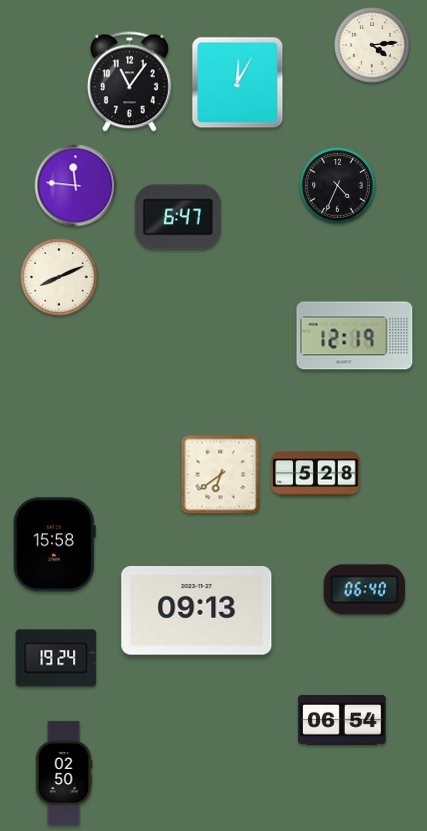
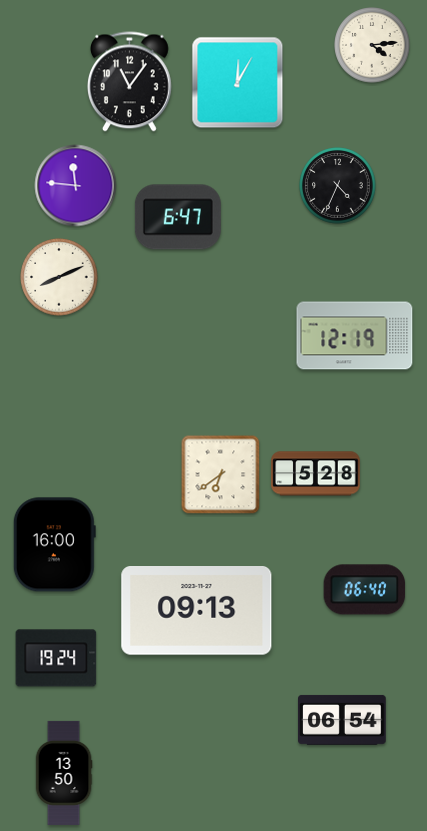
clock at (54, 545): 15:58 -> 16:00
clock at (64, 773): 02:50 -> 13:50
